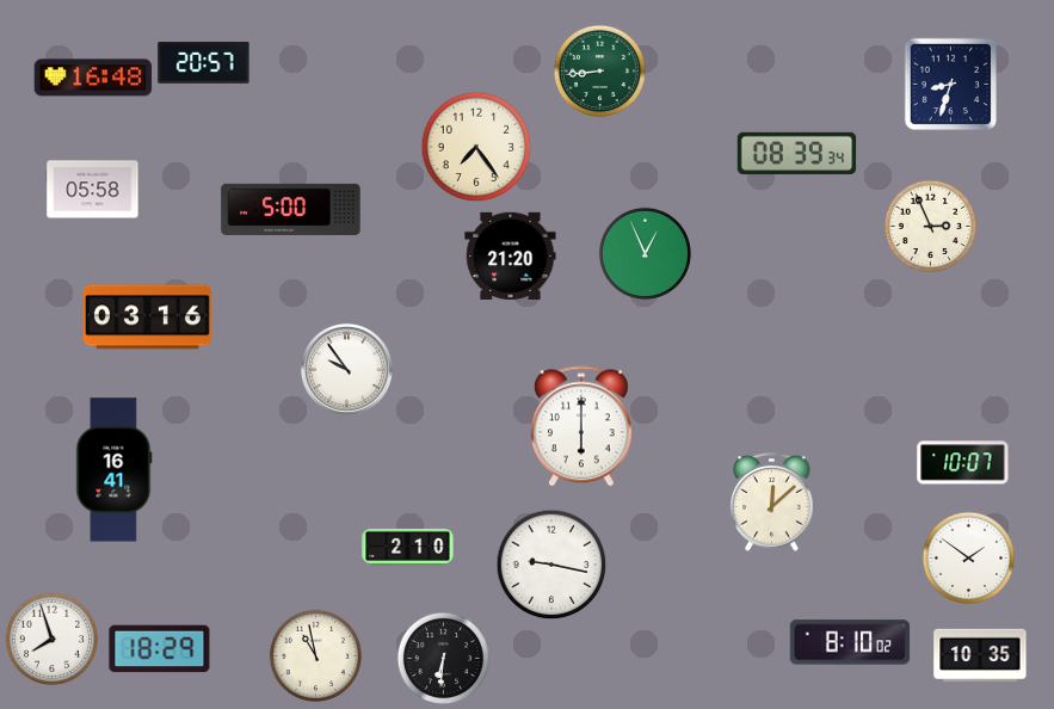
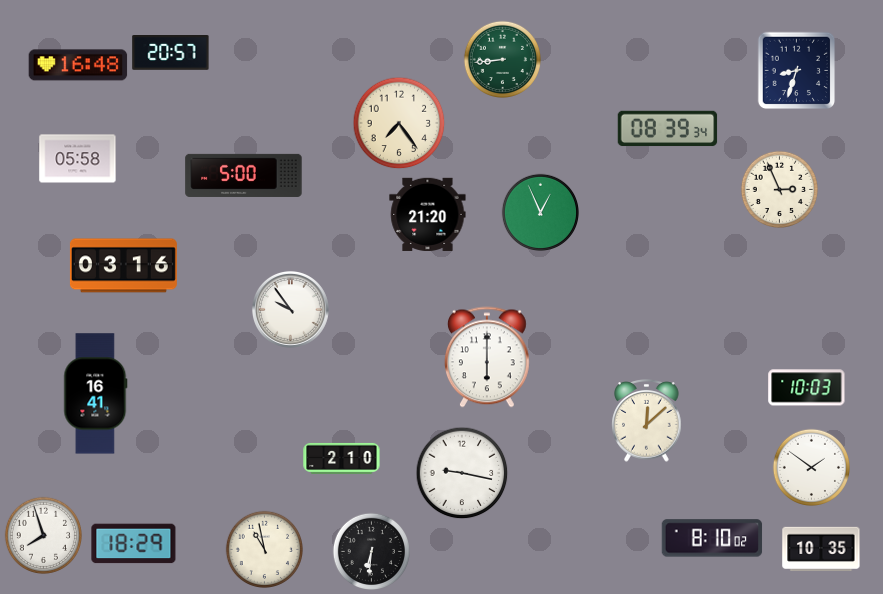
clock at (963, 463): 10:07 -> 10:03
